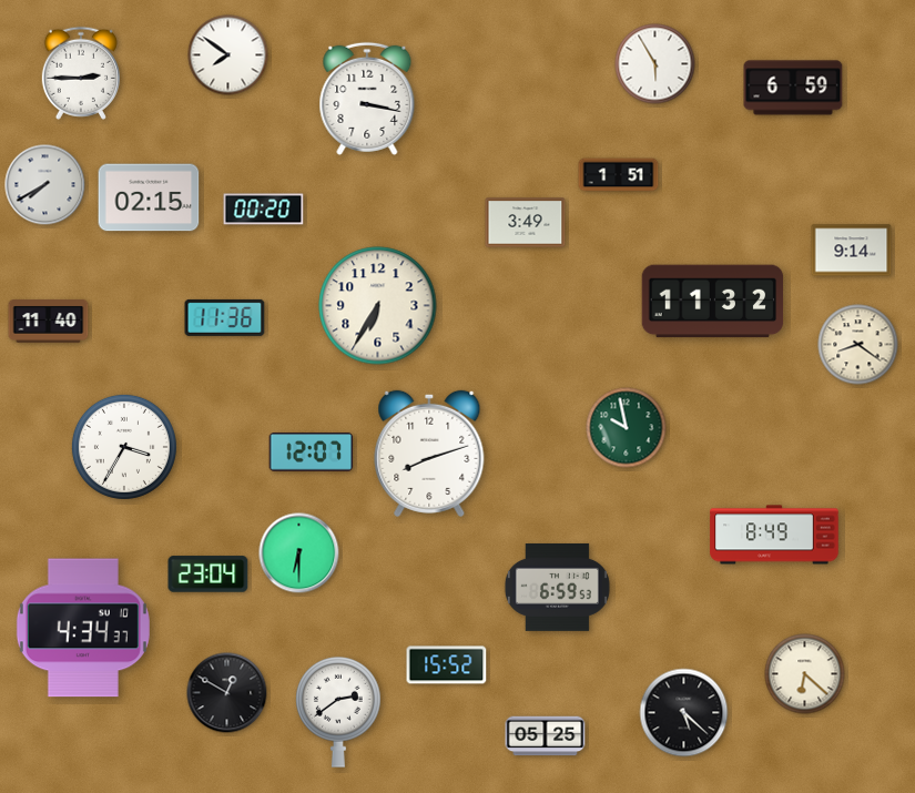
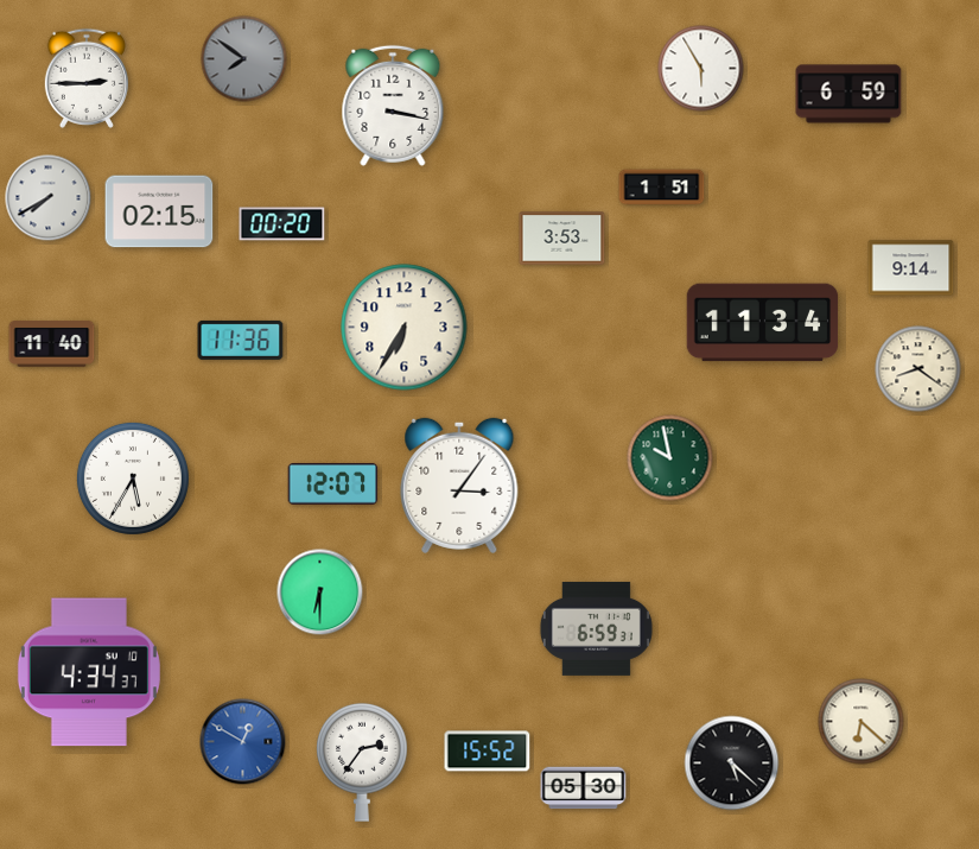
clock at (228, 55) dial: white -> grey
clock at (526, 223): 3:49 -> 3:53
clock at (713, 302): 11:32 -> 11:34
clock at (124, 447): 3:35 -> 5:35
clock at (429, 454): 8:12 -> 3:06
clock at (774, 535): 8:49 -> none
clock at (209, 575): 23:04 -> none
clock at (557, 587): 6:59:53 -> 6:59:31
clock at (447, 665) position: (447, 665) -> (488, 752)
clock at (227, 693) dial: black -> blue
clock at (339, 712): 2:39 -> 2:36
clock at (546, 736): 05:25 -> 05:30
